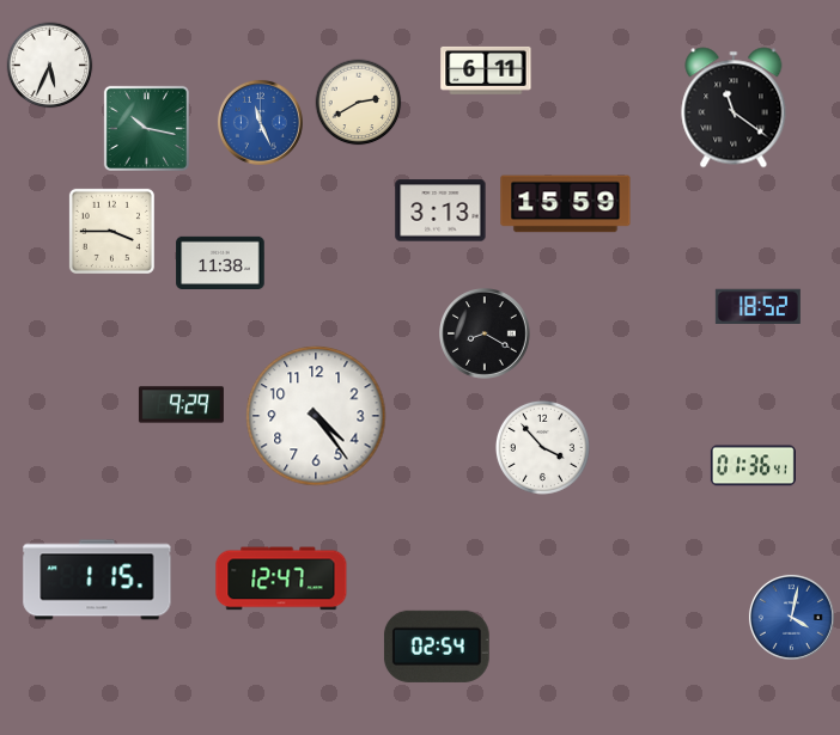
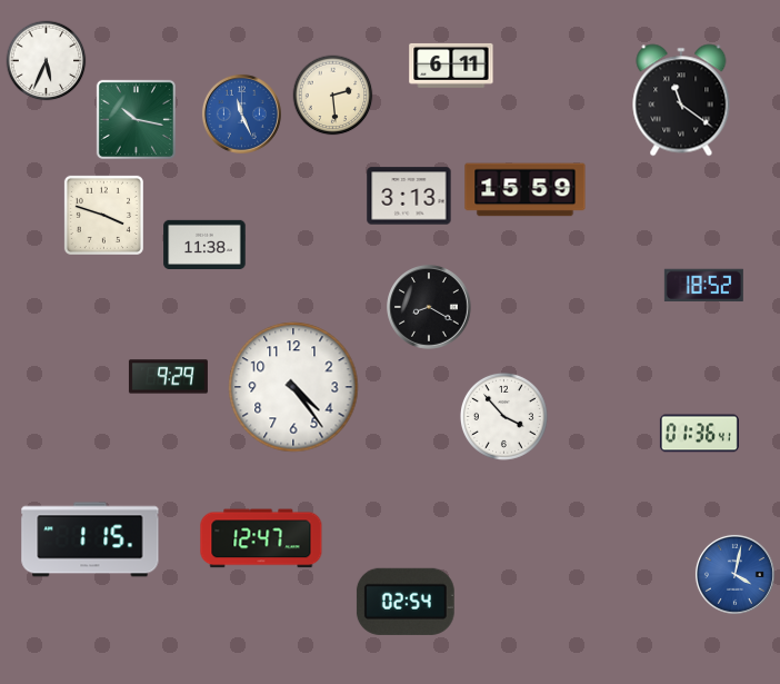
clock at (359, 103): 2:40 -> 2:29
clock at (111, 231): 3:45 -> 3:48
clock at (485, 333) position: (485, 333) -> (429, 307)
